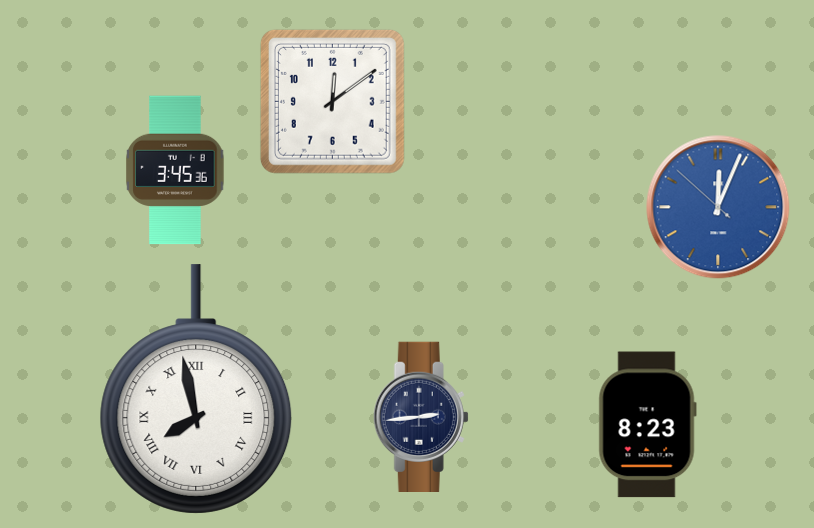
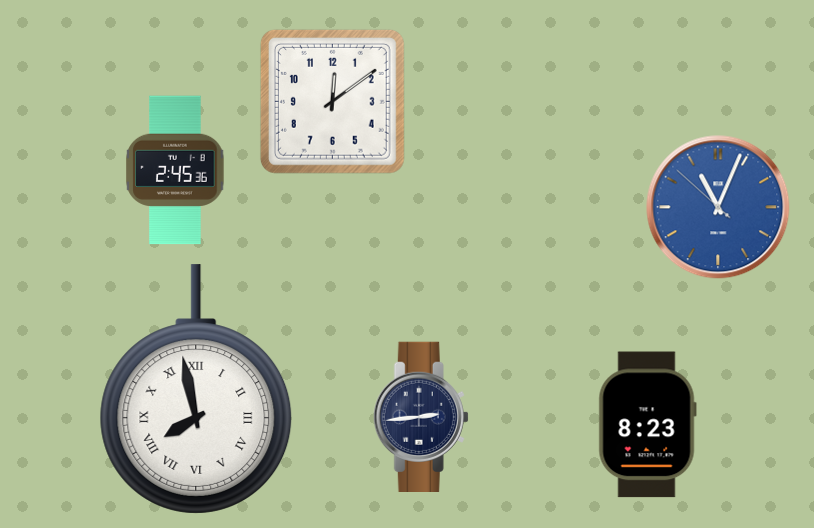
clock at (175, 170): 3:45 -> 2:45
clock at (718, 207): 12:03 -> 11:03
